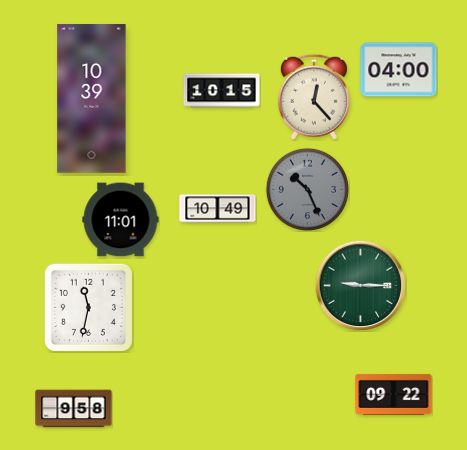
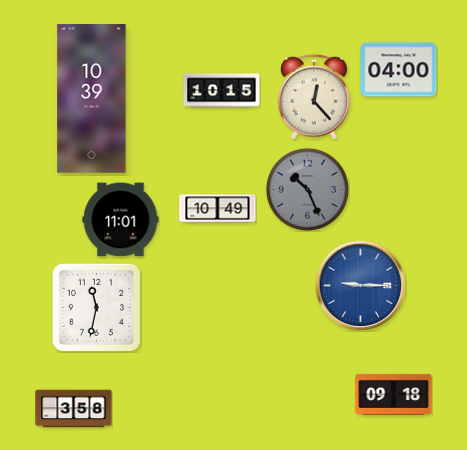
clock at (360, 285) dial: green -> blue
clock at (88, 307) position: (88, 307) -> (96, 307)
clock at (394, 394): 09:22 -> 09:18
clock at (74, 409): 9:58 -> 3:58
